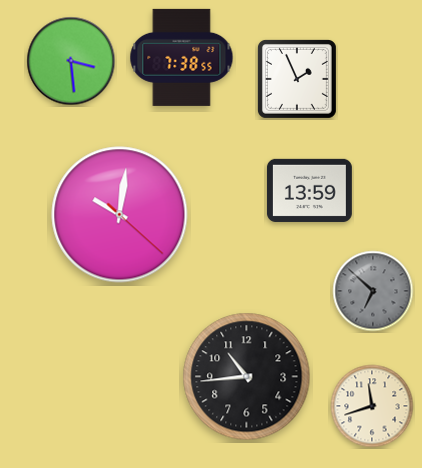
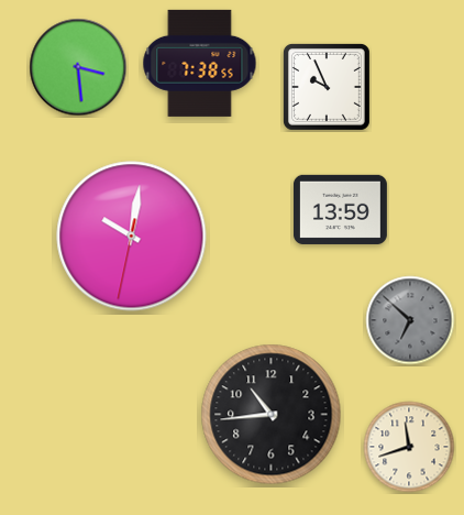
clock at (297, 79): 1:56 -> 9:56
clock at (120, 215): 10:01:22 -> 10:01:32
